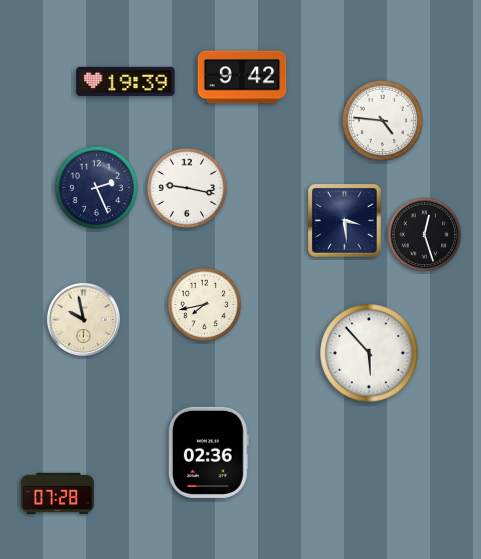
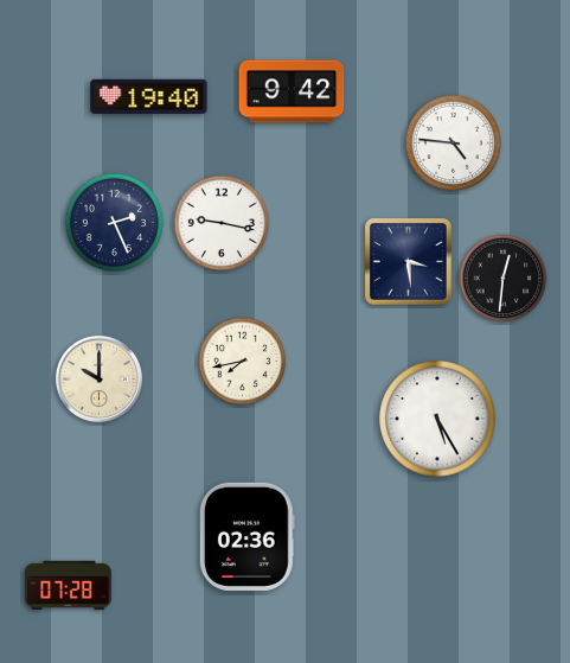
clock at (242, 77) position: (242, 77) -> (292, 91)
clock at (126, 81): 19:39 -> 19:40
clock at (425, 235): 12:27 -> 12:31
clock at (83, 319): 9:58 -> 10:00
clock at (369, 353): 5:53 -> 5:25
